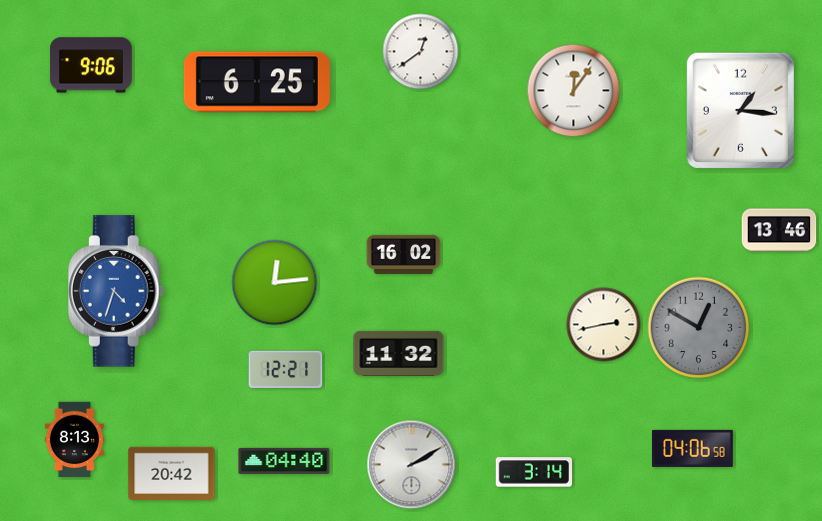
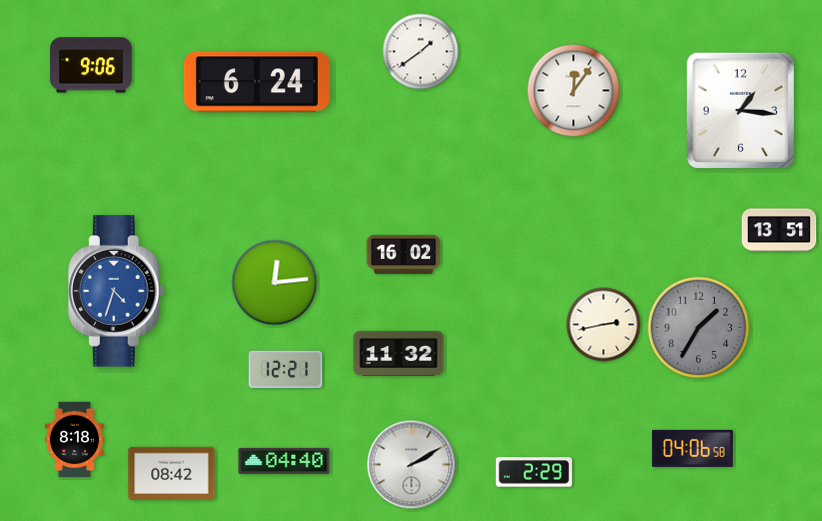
clock at (421, 52): 12:39 -> 1:39
clock at (257, 82): 6:25 -> 6:24
clock at (779, 230): 13:46 -> 13:51
clock at (699, 328): 12:50 -> 1:35
clock at (74, 440): 8:13 -> 8:18
clock at (533, 472): 3:14 -> 2:29
clock at (172, 473): 20:42 -> 08:42
